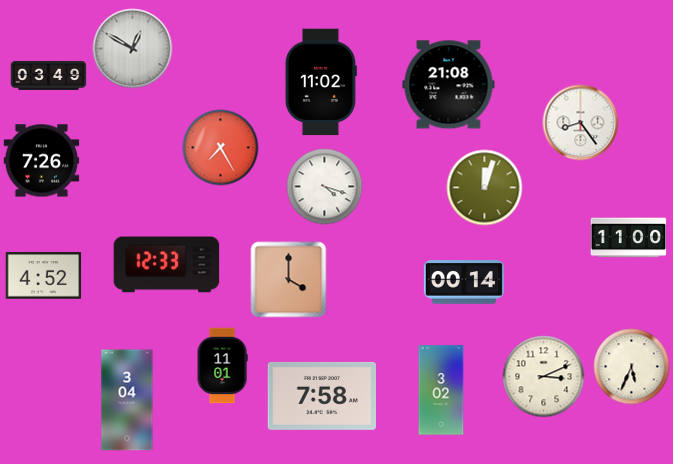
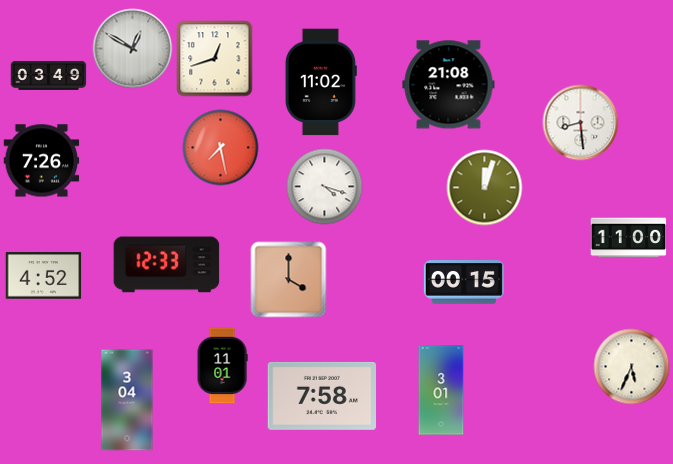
clock at (215, 59): none -> 12:42
clock at (581, 123): 8:24 -> 8:29
clock at (221, 148): 7:25 -> 7:28
clock at (464, 283): 00:14 -> 00:15
clock at (544, 377): 3:11 -> none
clock at (441, 390): 3:02 -> 3:01
